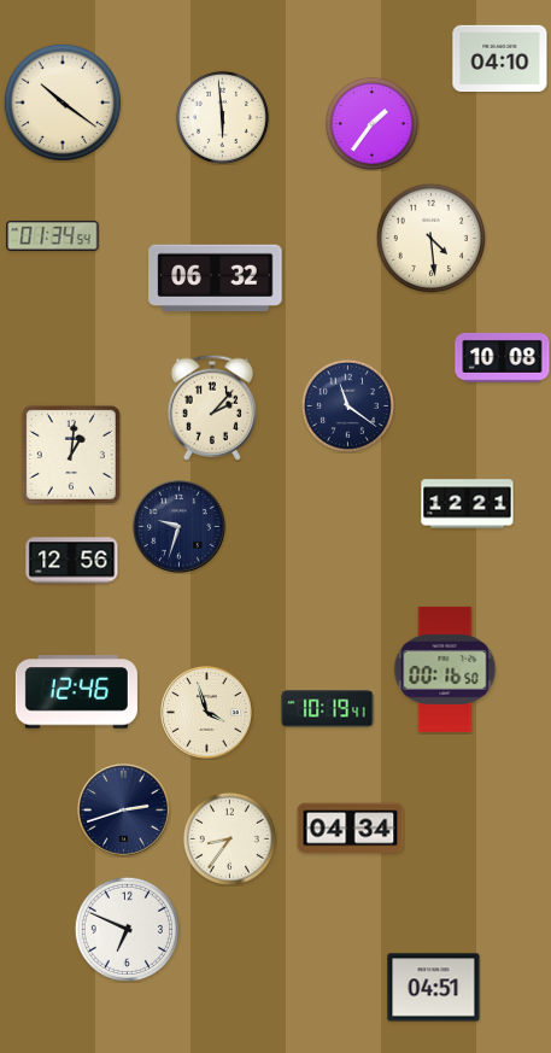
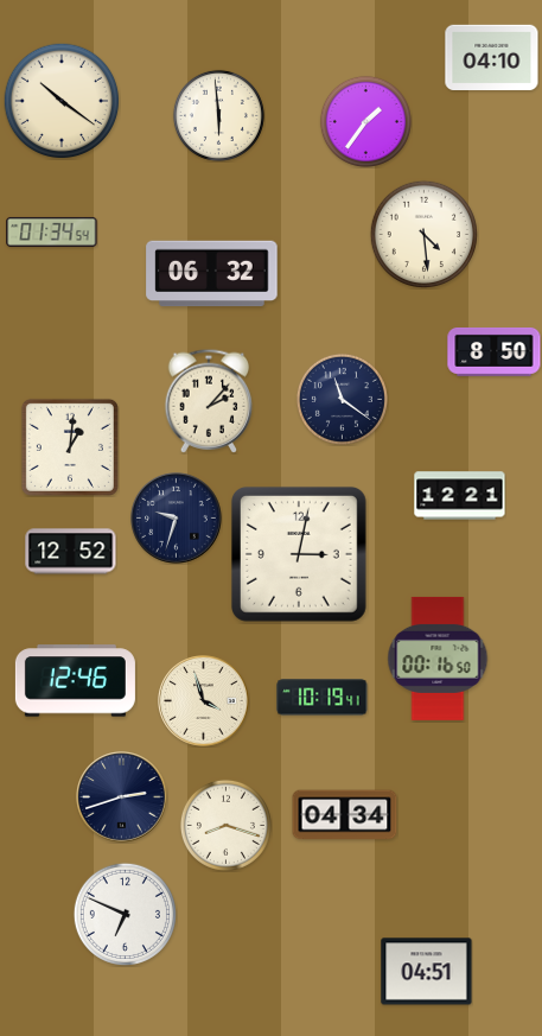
clock at (503, 357): 10:08 -> 8:50
clock at (72, 561): 12:56 -> 12:52
clock at (299, 554): none -> 3:02
clock at (229, 838): 8:36 -> 8:18
